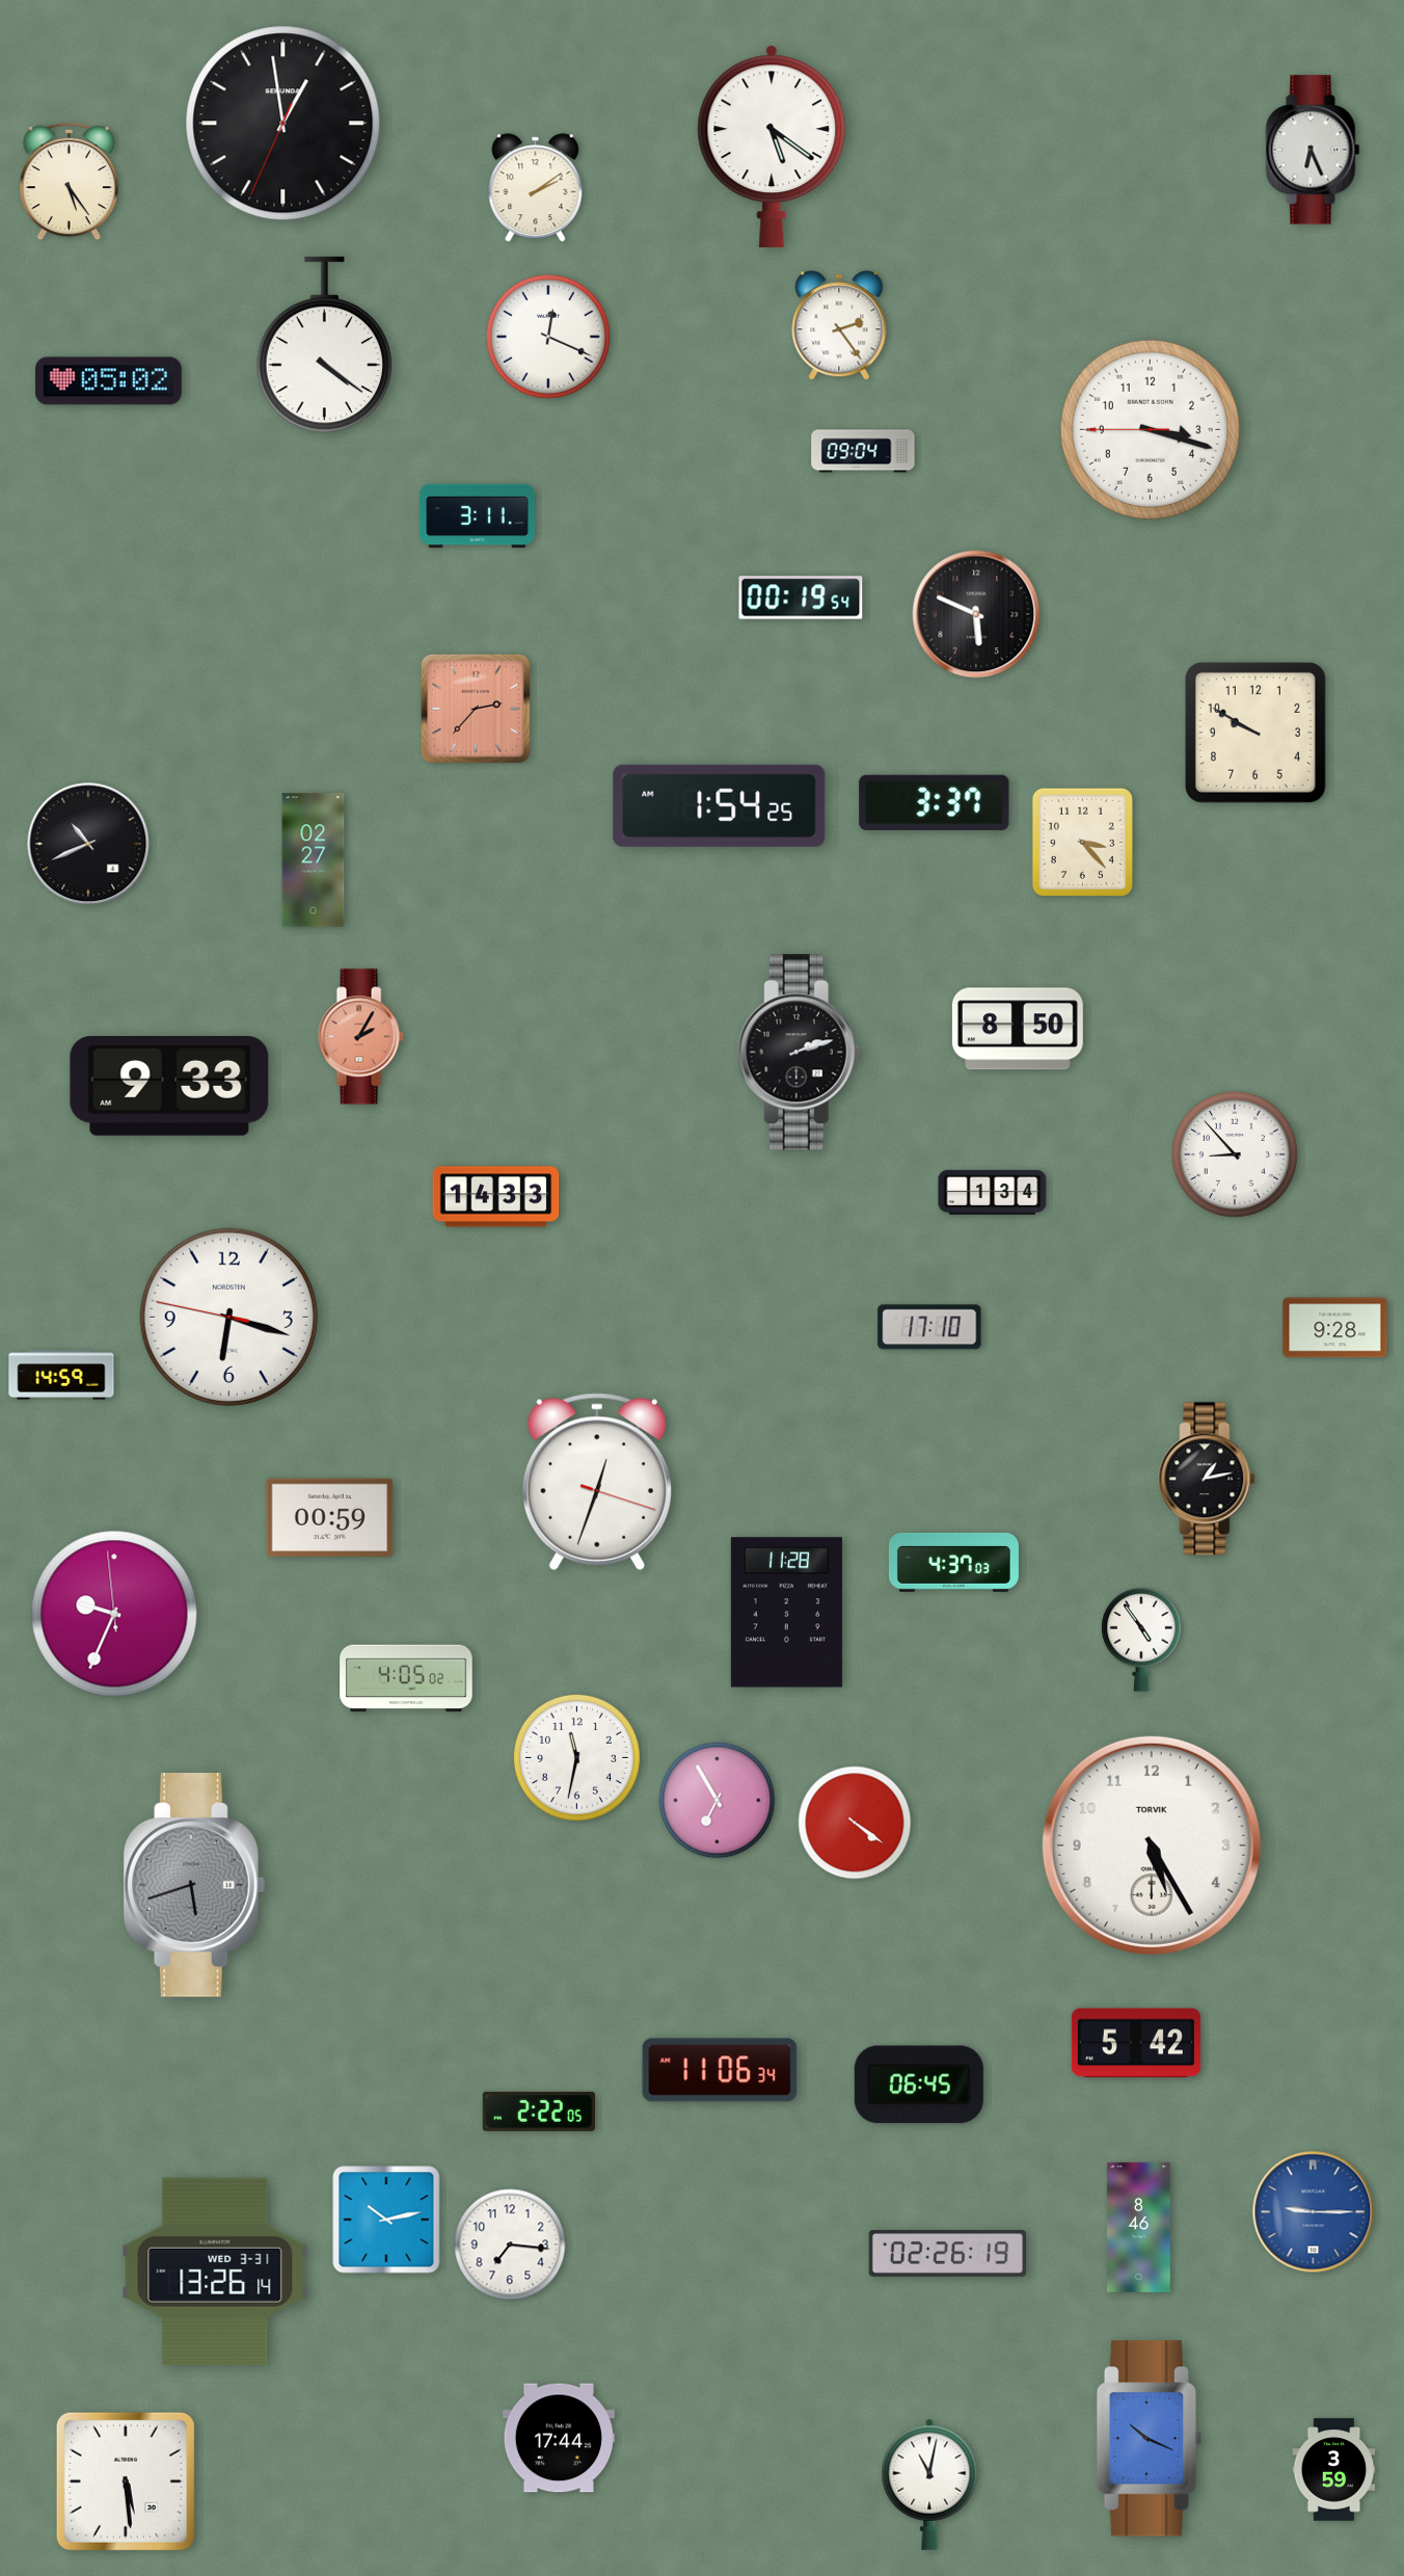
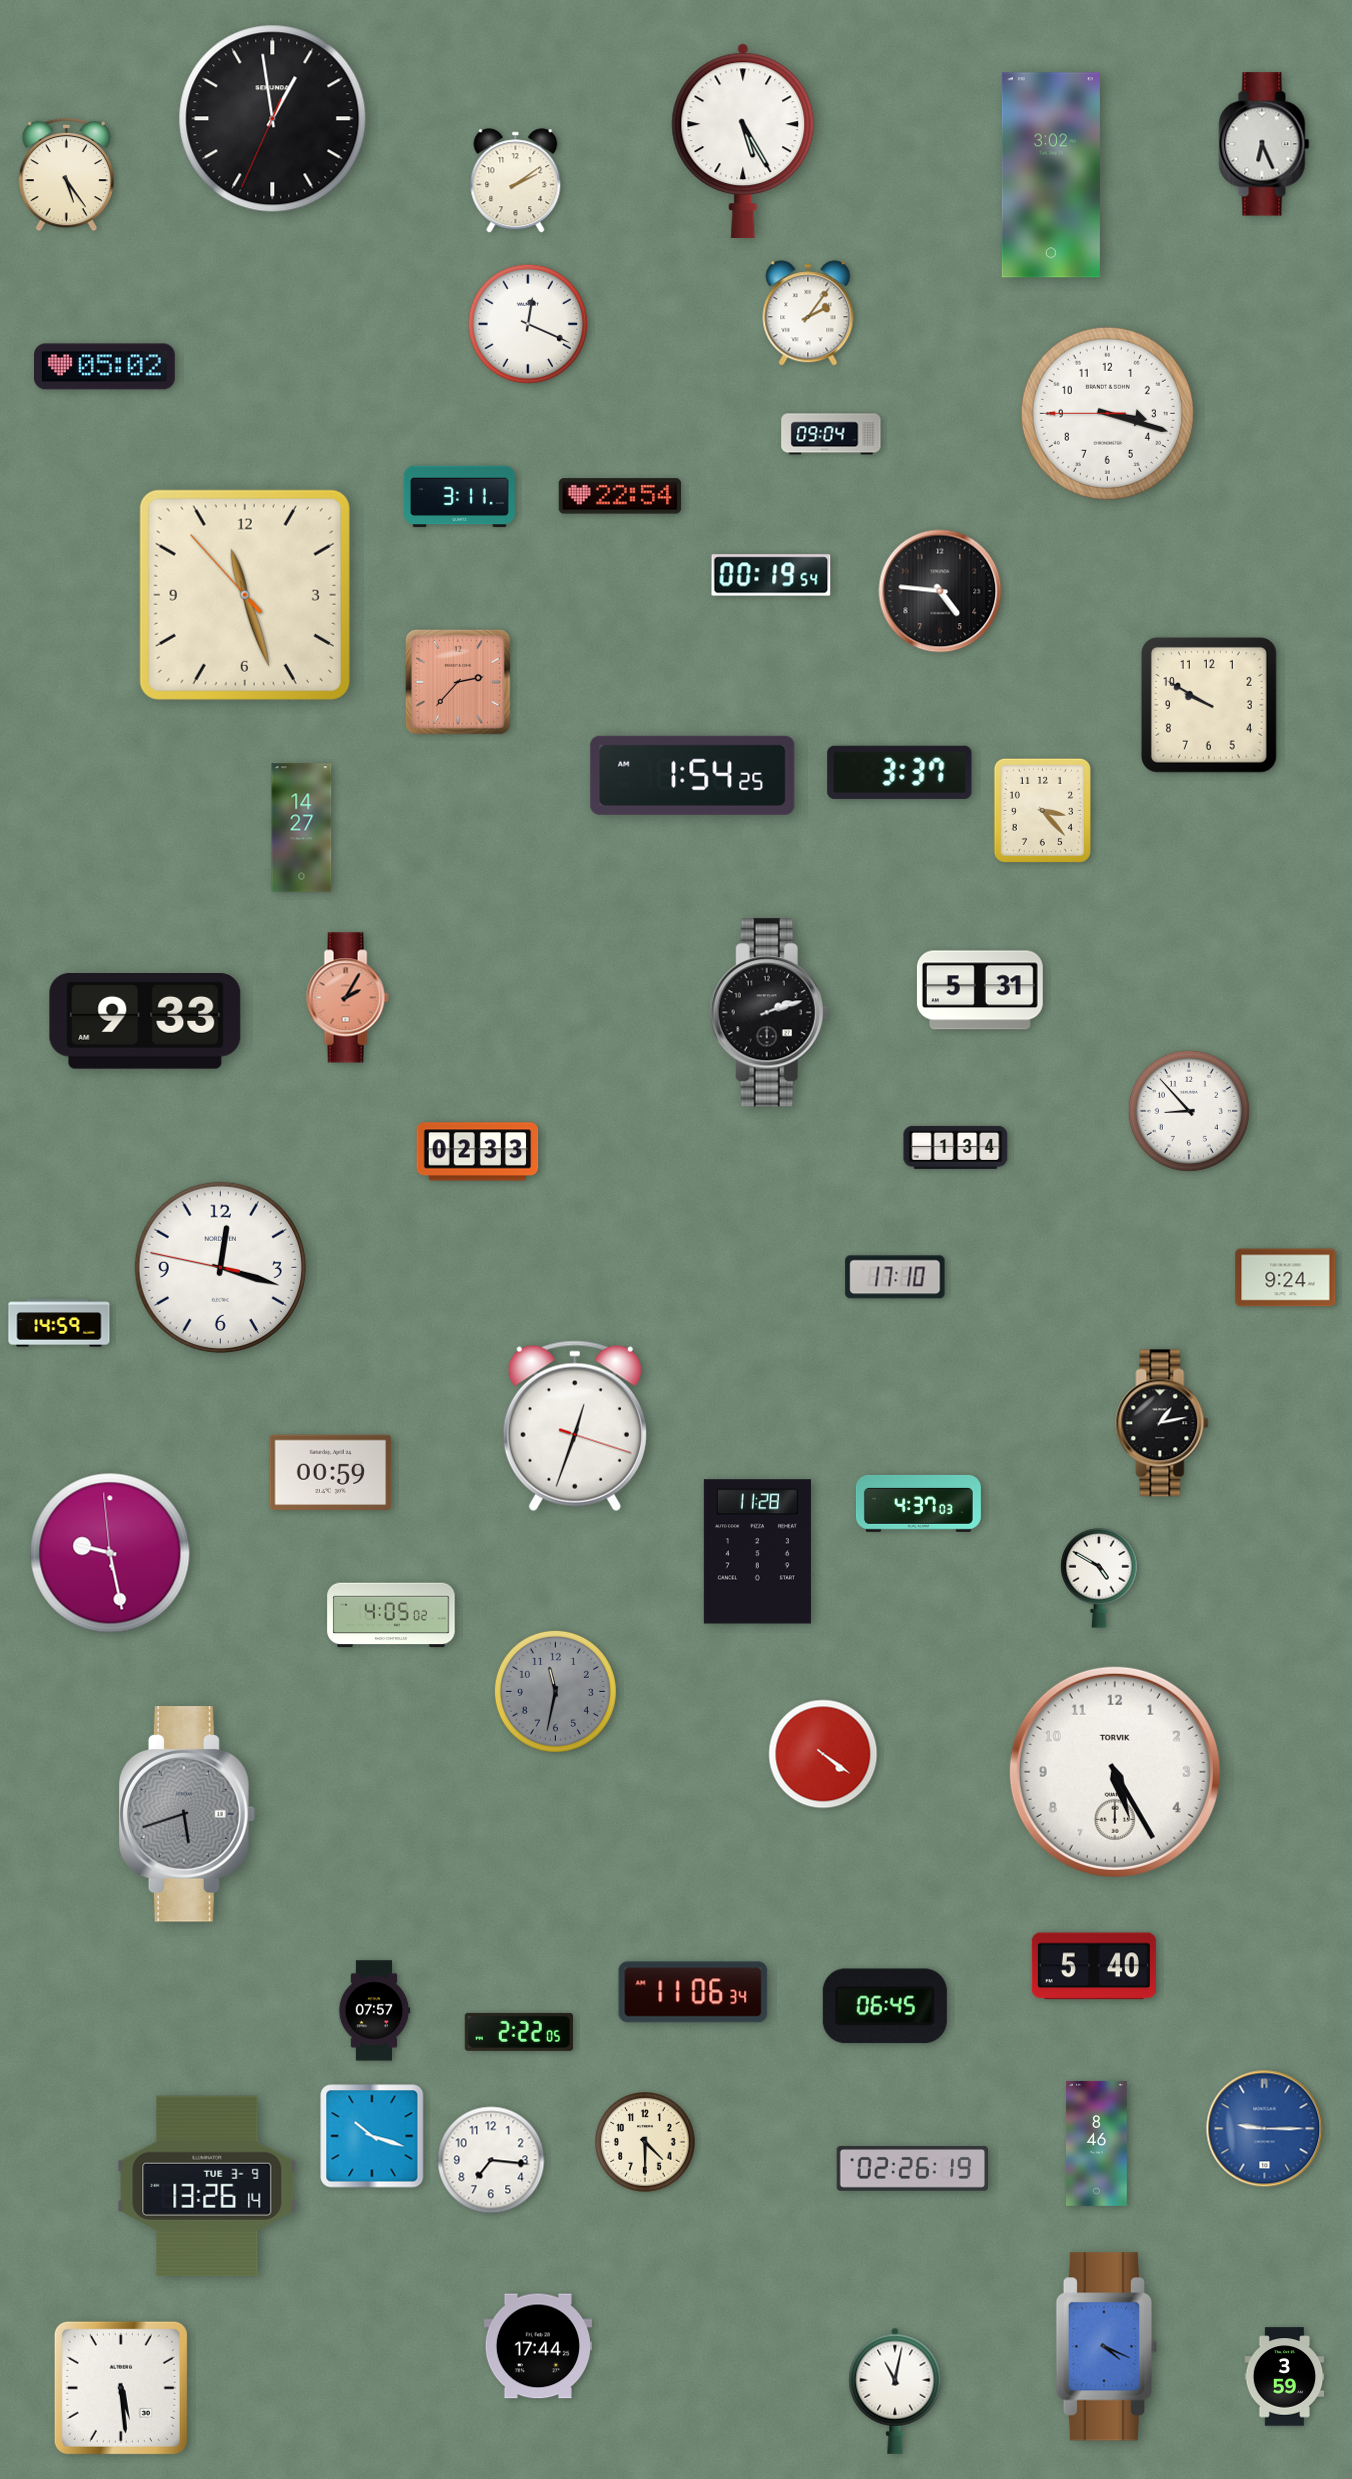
clock at (772, 147): 5:21 -> 5:25
clock at (1051, 175): none -> 3:02
clock at (839, 325): 2:24 -> 2:06
clock at (324, 345): 4:21 -> none
clock at (619, 496): none -> 22:54
clock at (976, 614): 5:49 -> 4:46
clock at (245, 595): none -> 11:26
clock at (88, 844): 10:41 -> none
clock at (314, 860): 02:27 -> 14:27
clock at (1018, 1029): 8:50 -> 5:31
clock at (169, 1087) position: (169, 1087) -> (145, 1022)
clock at (496, 1197): 14:33 -> 02:33
clock at (228, 1317): 6:17 -> 12:17
clock at (1335, 1328): 9:28 -> 9:24
clock at (330, 1517) position: (330, 1517) -> (331, 1472)
clock at (114, 1614): 9:33 -> 9:27
clock at (1141, 1640): 4:54 -> 4:50
clock at (576, 1757) dial: white -> grey
clock at (718, 1801): 6:55 -> none
clock at (1152, 1845) position: (1152, 1845) -> (1115, 1772)
clock at (1136, 2043): 5:42 -> 5:40
clock at (374, 2011): none -> 07:57
clock at (386, 2220): 10:13 -> 10:18
clock at (645, 2142): none -> 4:30
clock at (215, 2272) date: WED 3-31 -> TUE 3-9
clock at (1149, 2439): 10:19 -> 4:19
